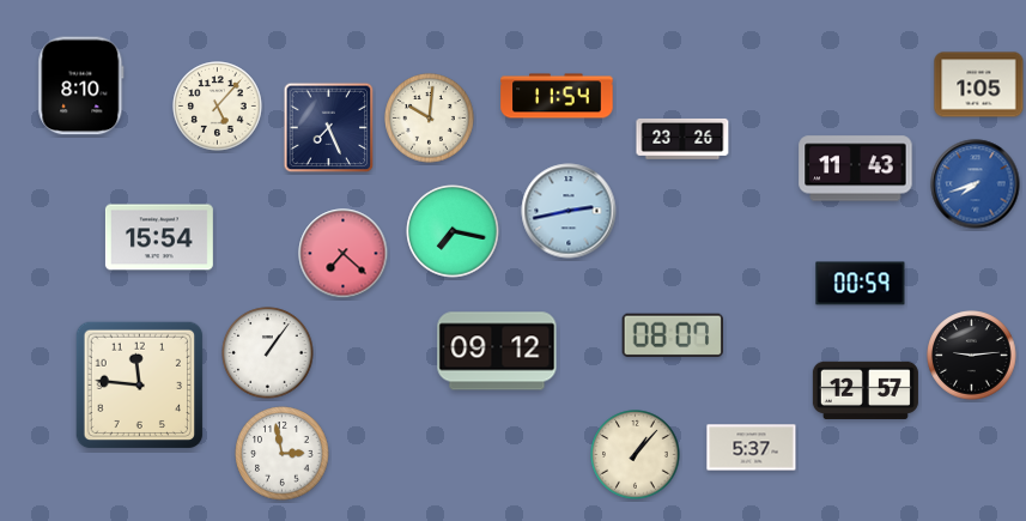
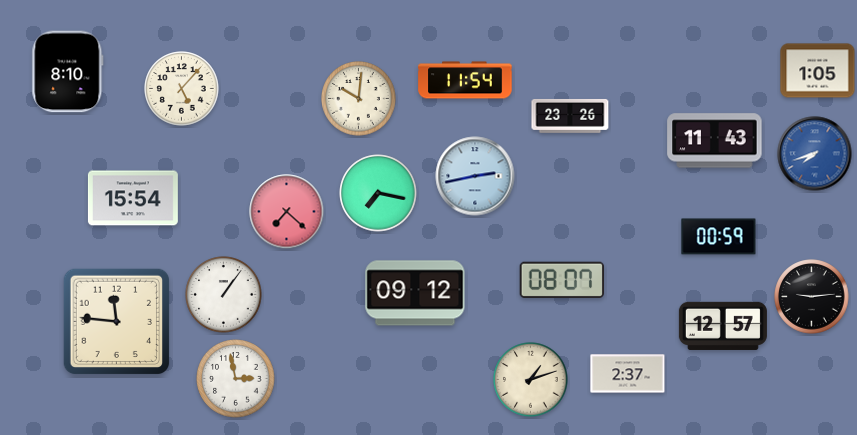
clock at (329, 128): 7:26 -> none
clock at (752, 448): 5:37 -> 2:37
clock at (636, 455): 1:07 -> 1:12
